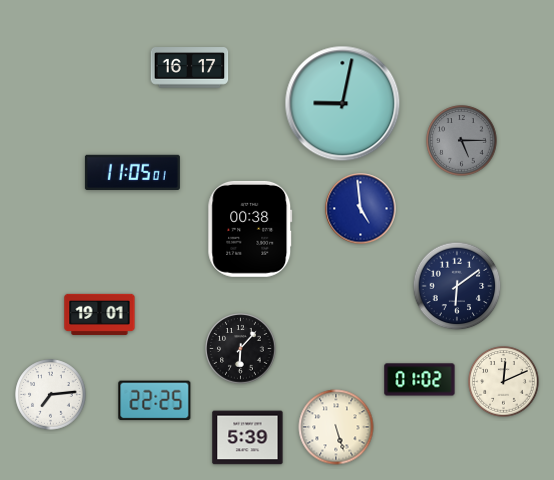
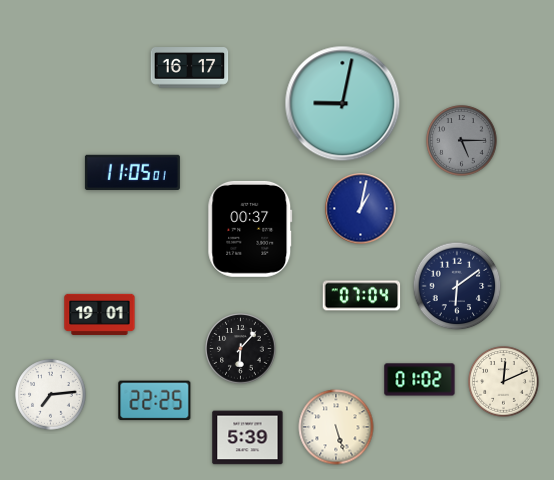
clock at (361, 209): 4:59 -> 1:02
clock at (250, 229): 00:38 -> 00:37
clock at (362, 296): none -> 07:04
